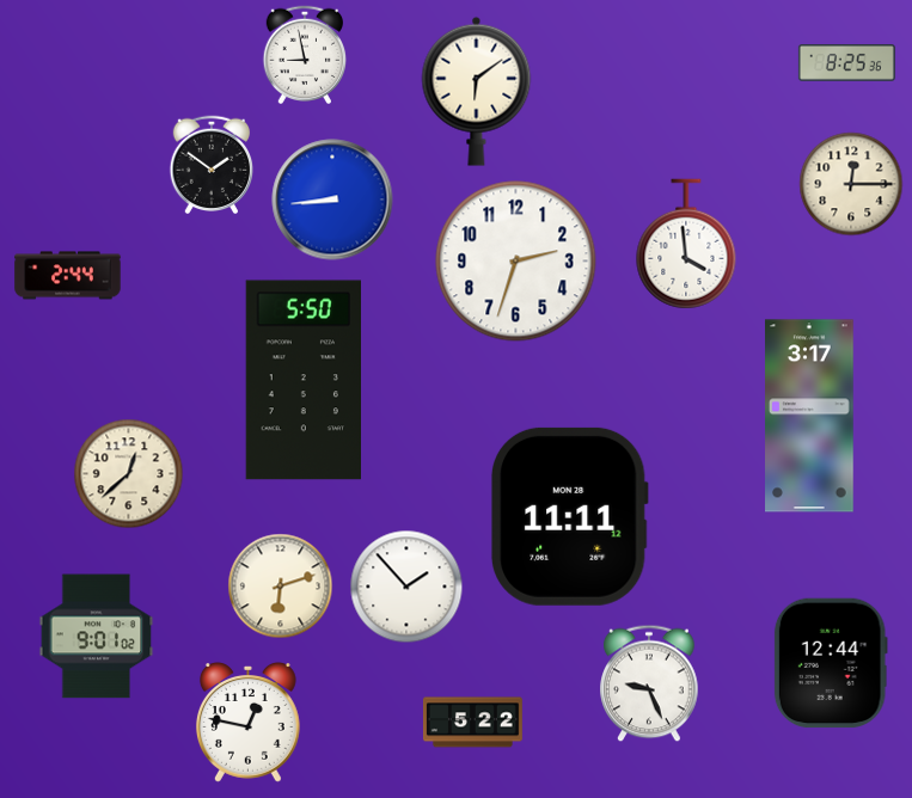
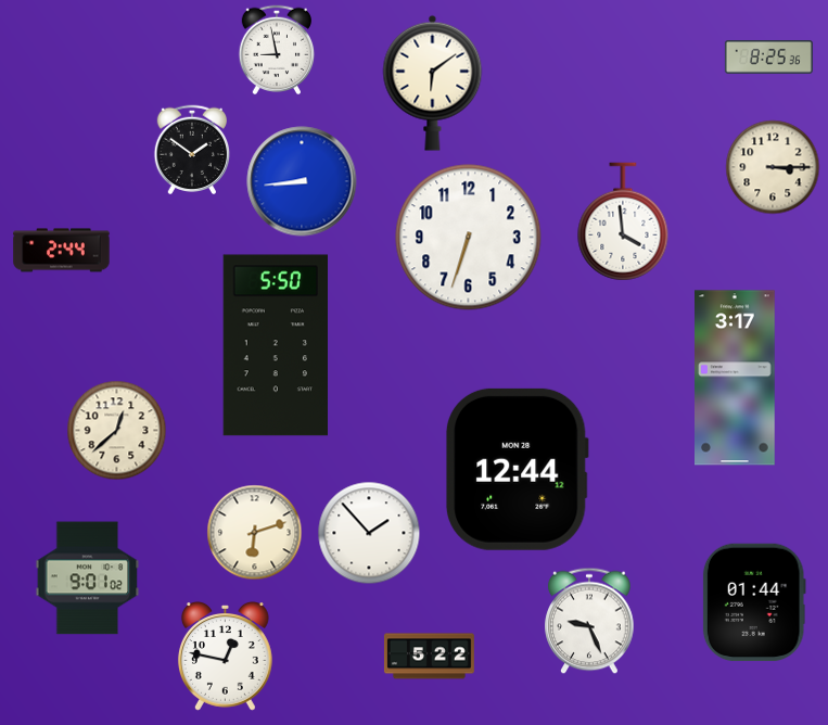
clock at (851, 184): 12:15 -> 3:15
clock at (516, 262): 2:33 -> 6:33
clock at (569, 516): 11:11 -> 12:44
clock at (831, 663): 12:44 -> 01:44
